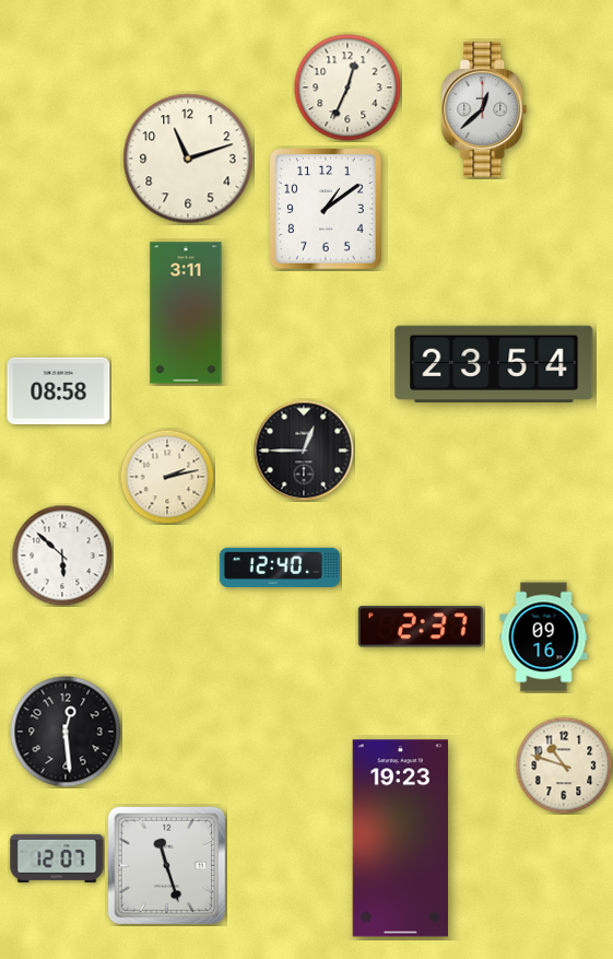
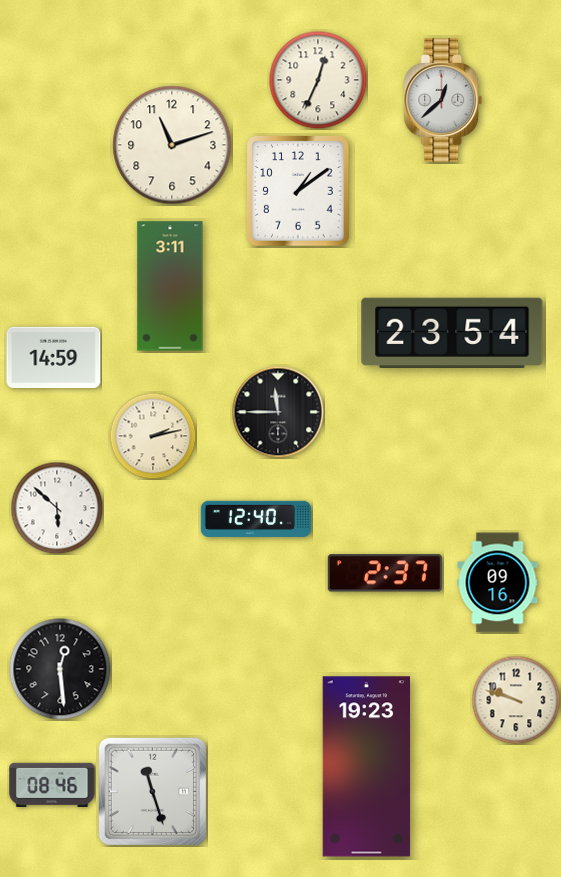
clock at (59, 390): 08:58 -> 14:59
clock at (304, 451): 12:45 -> 11:45
clock at (564, 765): 10:48 -> 9:48
clock at (57, 858): 12:07 -> 08:46
